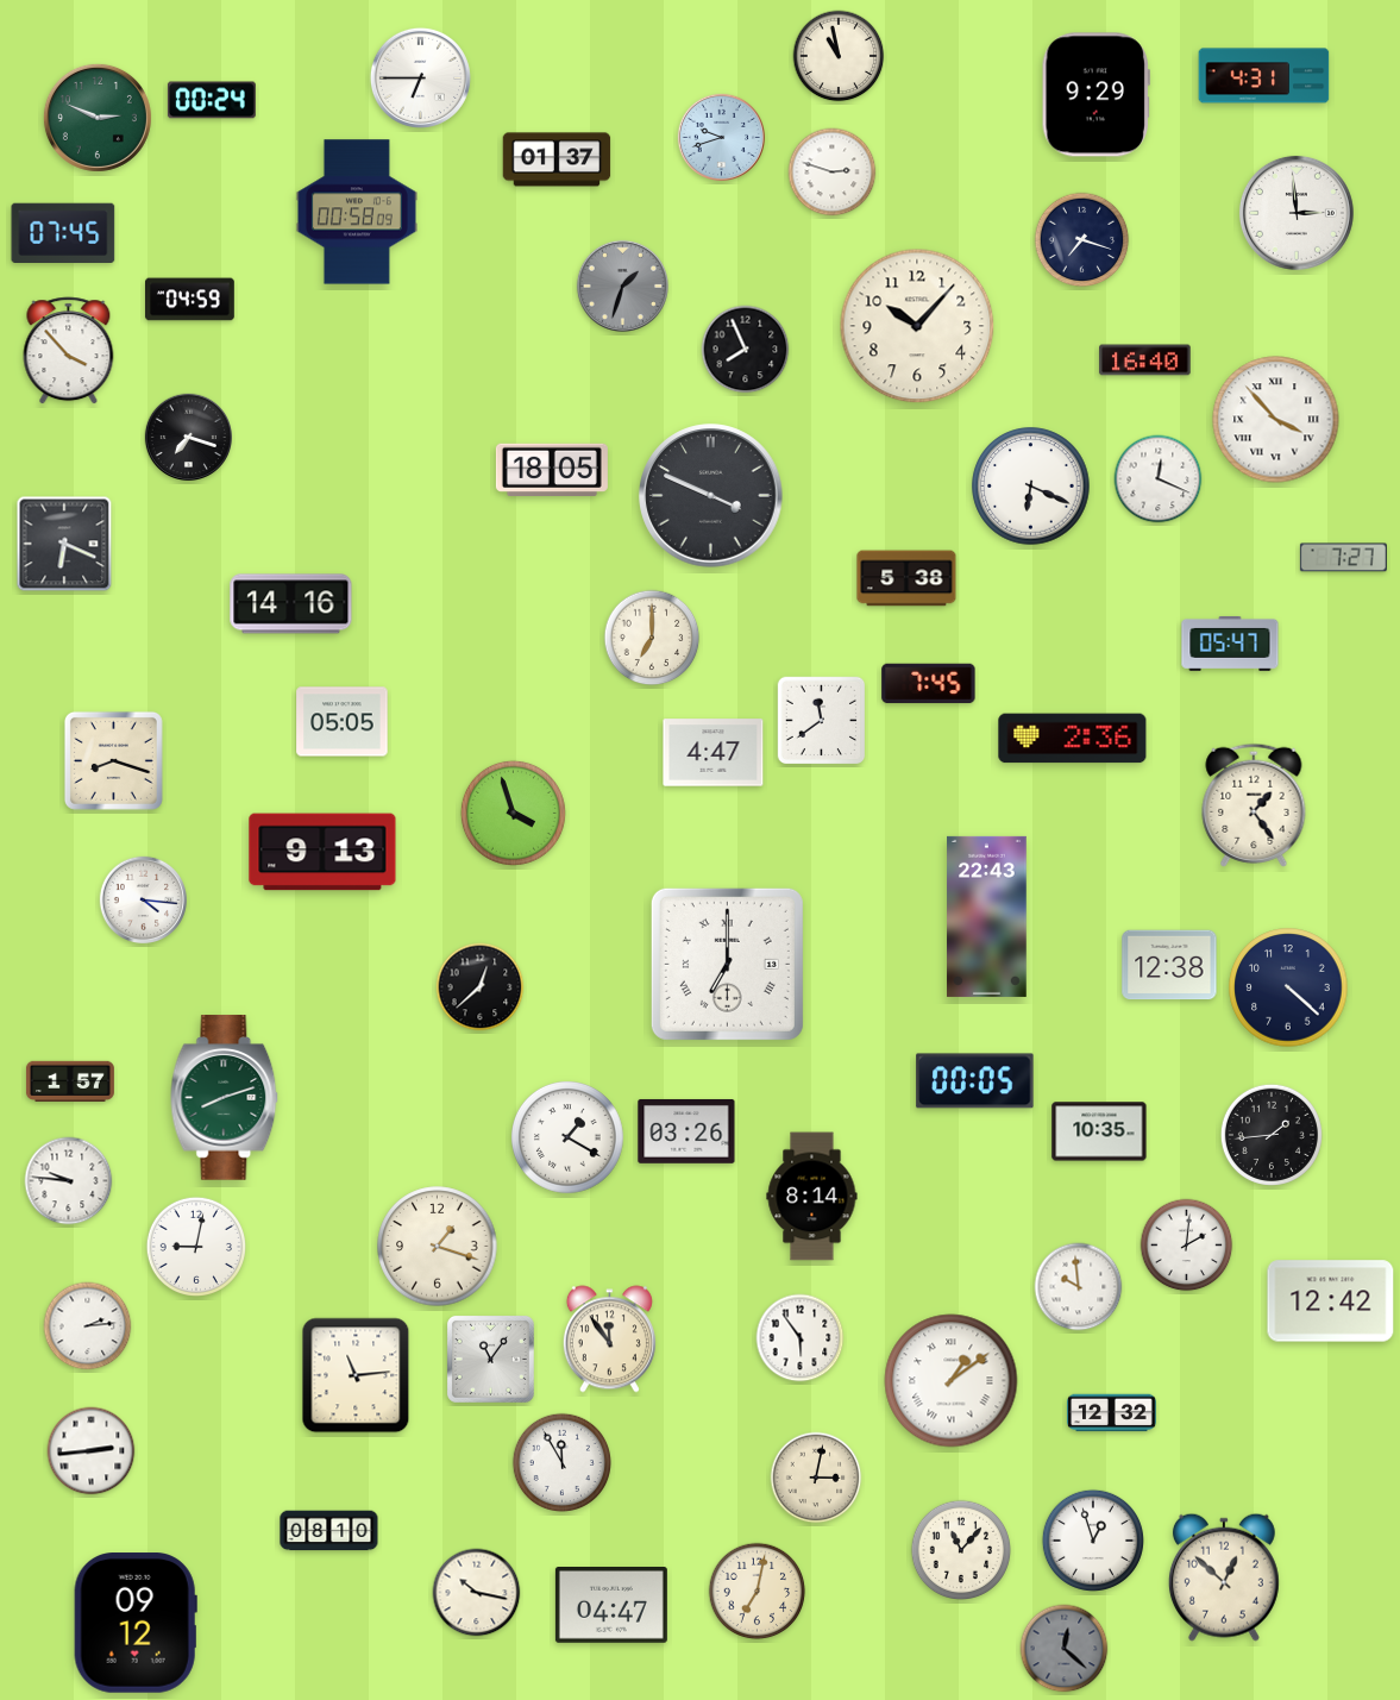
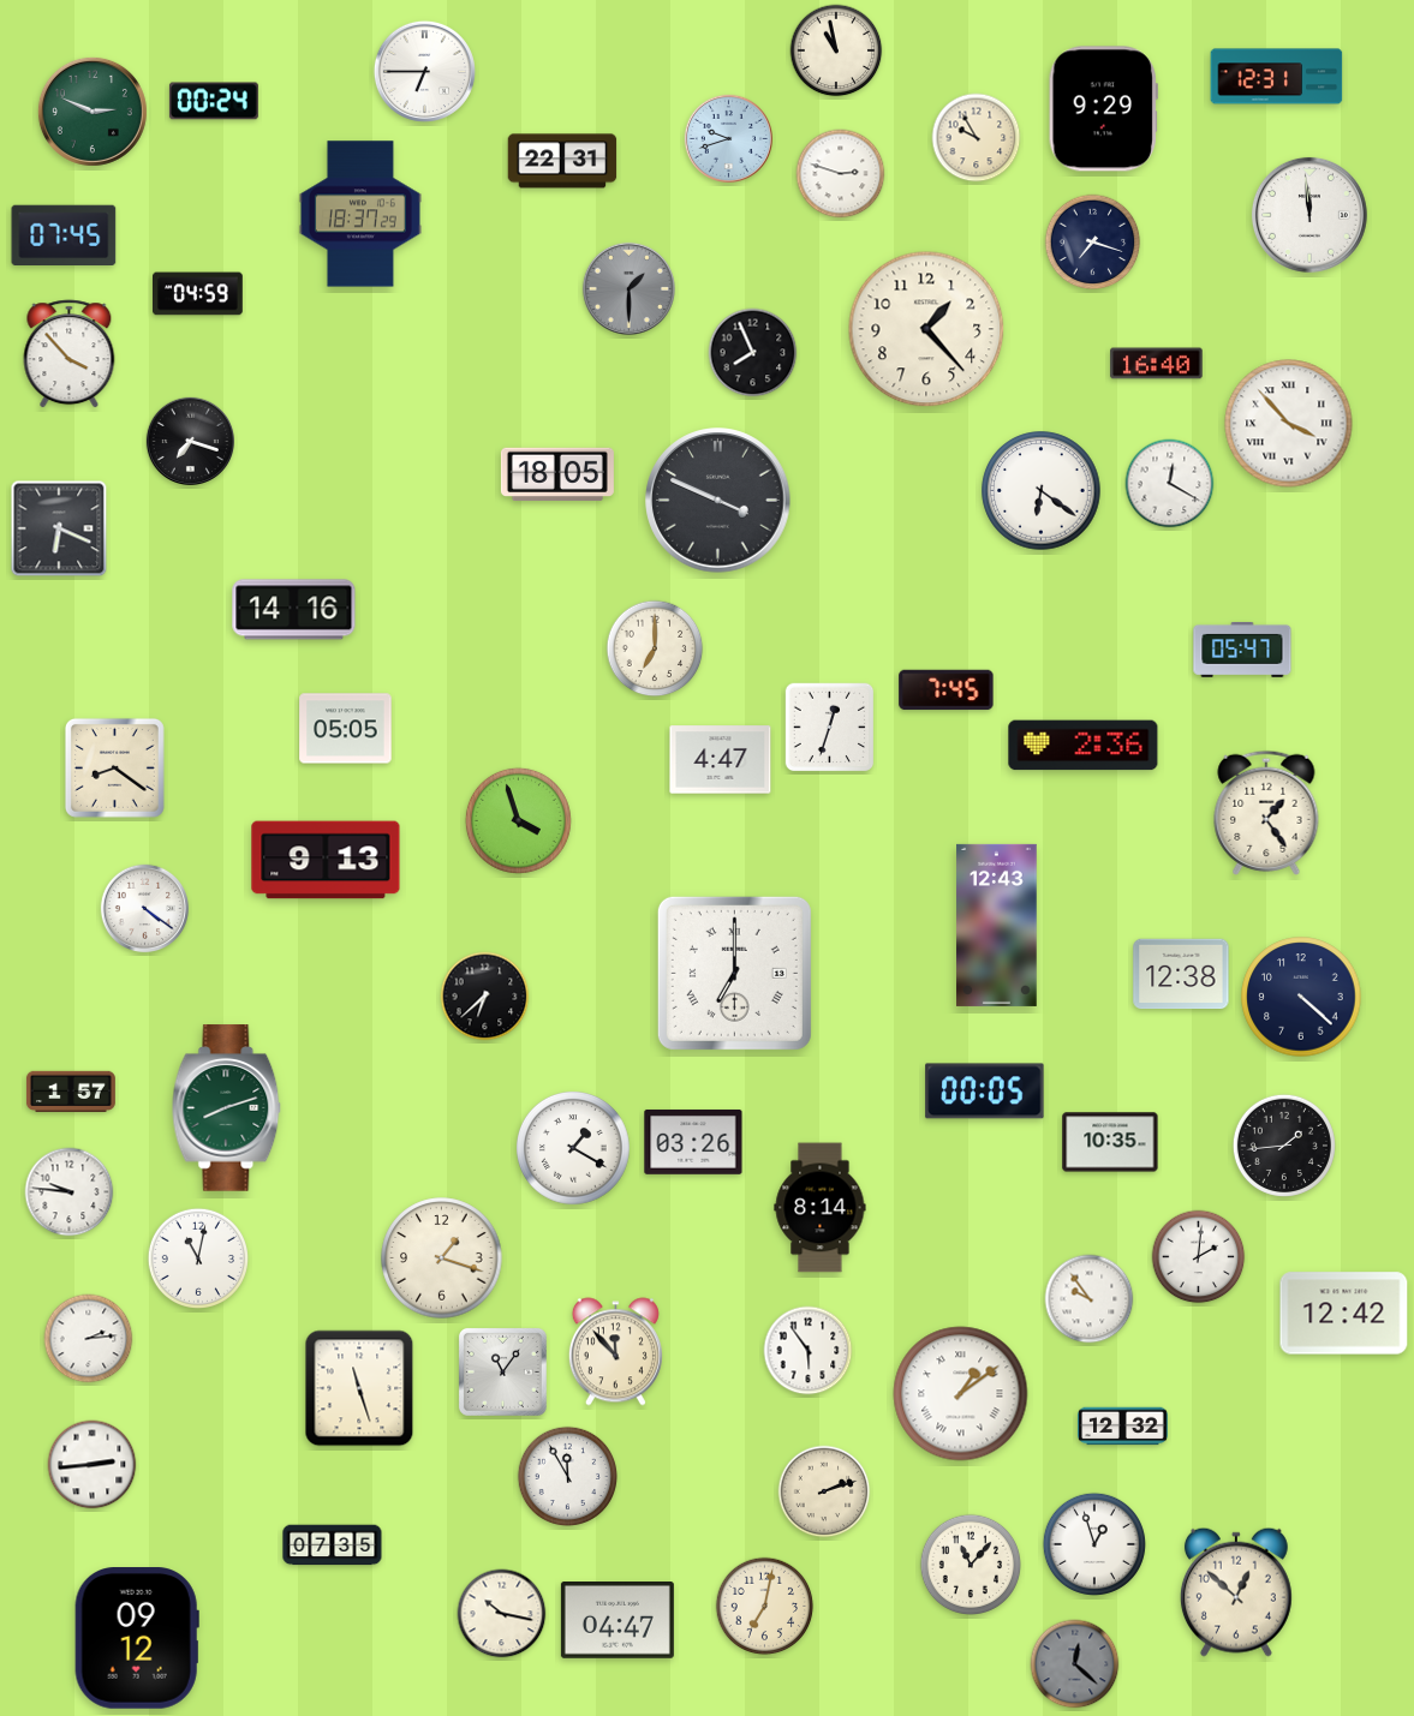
clock at (839, 56) position: (839, 56) -> (836, 50)
clock at (1264, 76): 4:31 -> 12:31
clock at (420, 77) position: (420, 77) -> (424, 71)
clock at (1095, 95) position: (1095, 95) -> (1103, 109)
clock at (98, 118) position: (98, 118) -> (93, 112)
clock at (977, 138): none -> 9:55
clock at (557, 159): 01:37 -> 22:31
clock at (357, 212): 00:58 -> 18:37
clock at (1297, 213): 2:59 -> 11:59
clock at (622, 286): 1:33 -> 1:30
clock at (190, 300) position: (190, 300) -> (198, 294)
clock at (917, 326): 10:07 -> 1:23
clock at (1159, 479): 12:19 -> 12:20
clock at (1031, 487): 6:19 -> 6:21
clock at (64, 544) position: (64, 544) -> (59, 528)
clock at (1343, 558): 7:27 -> none
clock at (906, 578): 5:38 -> none
clock at (652, 638) position: (652, 638) -> (655, 648)
clock at (929, 684) position: (929, 684) -> (947, 690)
clock at (822, 721): 11:39 -> 12:33
clock at (113, 760): 8:18 -> 8:21
clock at (143, 899): 4:16 -> 4:21
clock at (987, 916): 22:43 -> 12:43
clock at (481, 987): 12:38 -> 6:38
clock at (195, 1246): 9:02 -> 11:02
clock at (1079, 1287): 9:59 -> 9:54
clock at (609, 1340): 11:54 -> 11:53
clock at (490, 1359) position: (490, 1359) -> (502, 1371)
clock at (356, 1375): 11:14 -> 11:27
clock at (816, 1478): 3:02 -> 2:12
clock at (329, 1531): 08:10 -> 07:35
clock at (1093, 1541) position: (1093, 1541) -> (1094, 1544)
clock at (477, 1593) position: (477, 1593) -> (502, 1614)
